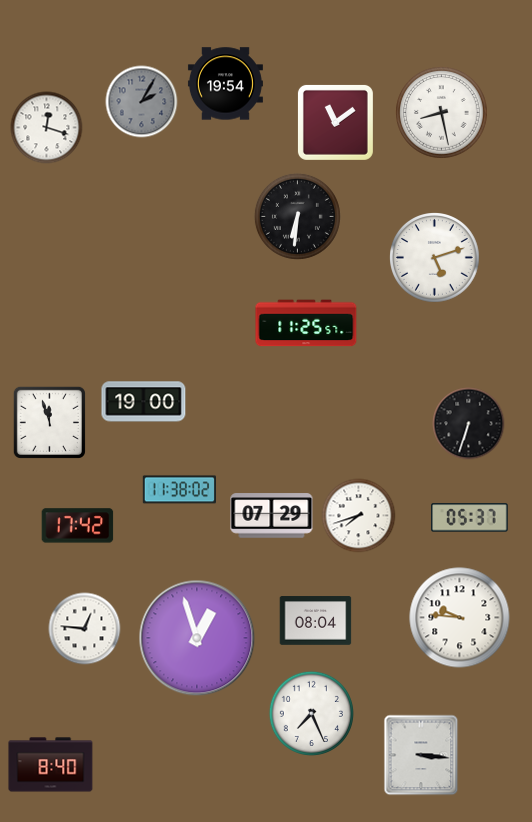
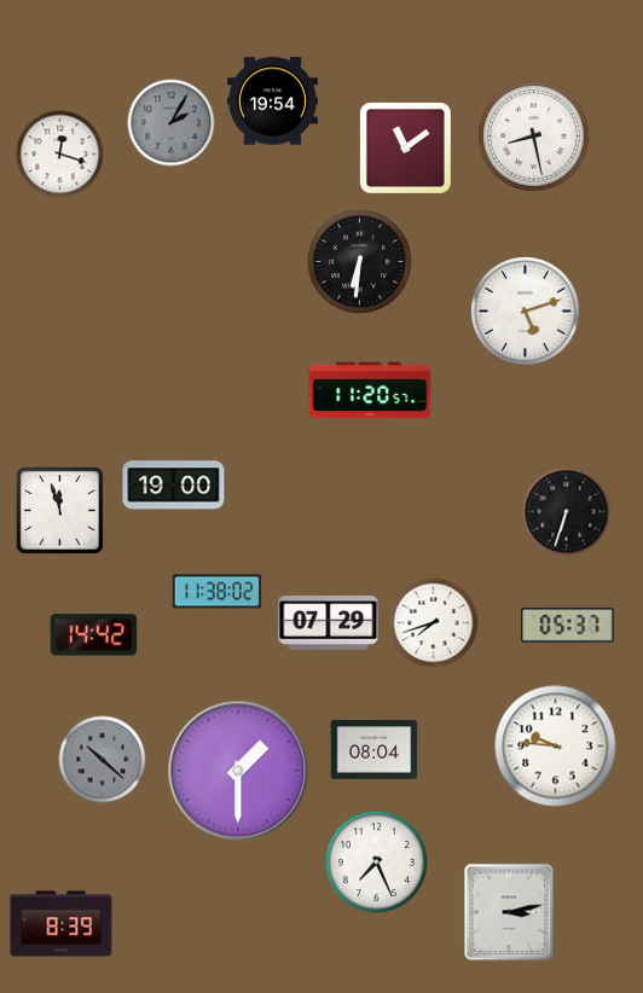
clock at (47, 128) position: (47, 128) -> (60, 155)
clock at (306, 323): 11:25 -> 11:20
clock at (78, 526): 17:42 -> 14:42
clock at (316, 621) position: (316, 621) -> (375, 750)
clock at (85, 629): 12:46 -> 10:22
clock at (85, 629) dial: white -> grey
clock at (197, 638): 12:57 -> 1:30
clock at (421, 755): 3:16 -> 3:13
clock at (51, 765): 8:40 -> 8:39
